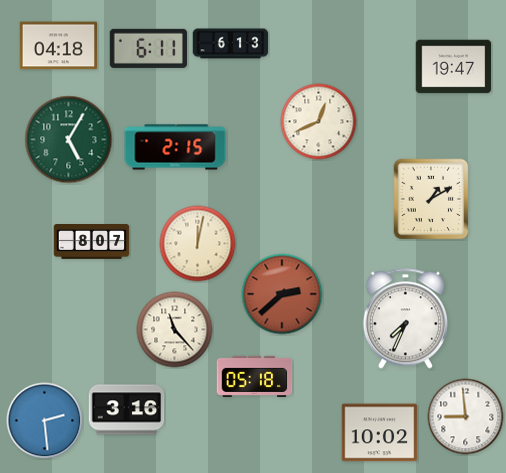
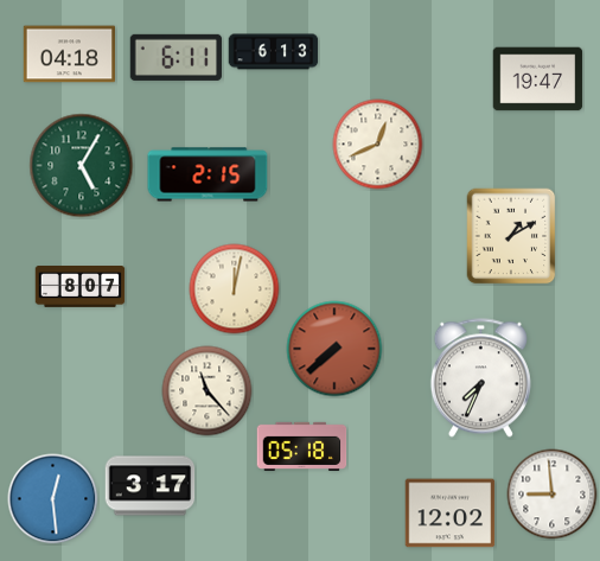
clock at (92, 242) position: (92, 242) -> (81, 287)
clock at (282, 294): 2:38 -> 7:38
clock at (127, 410): 3:16 -> 3:17
clock at (45, 421): 2:29 -> 12:29
clock at (380, 433): 10:02 -> 12:02
